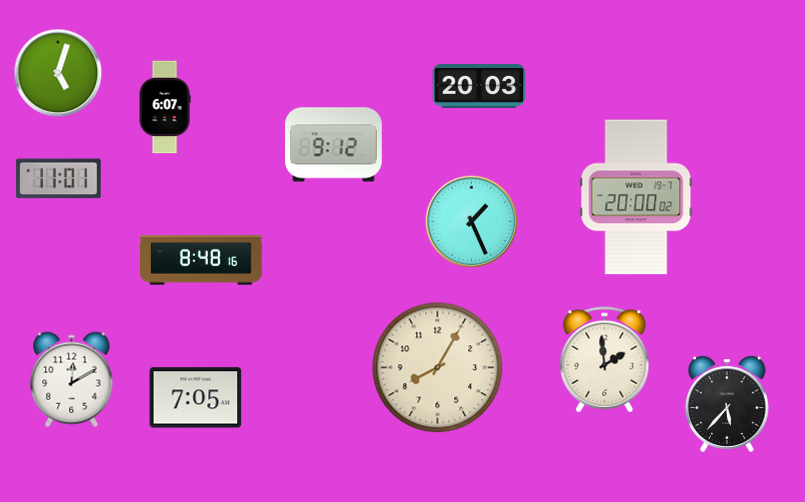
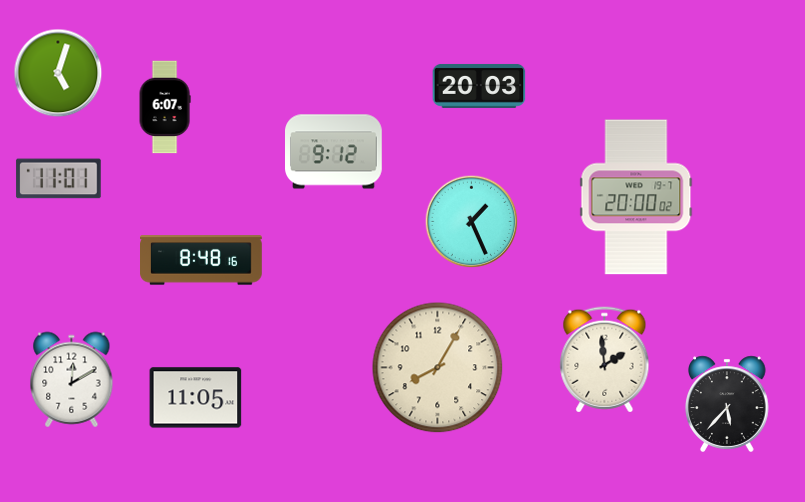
clock at (334, 145) position: (334, 145) -> (334, 152)
clock at (196, 398): 7:05 -> 11:05
